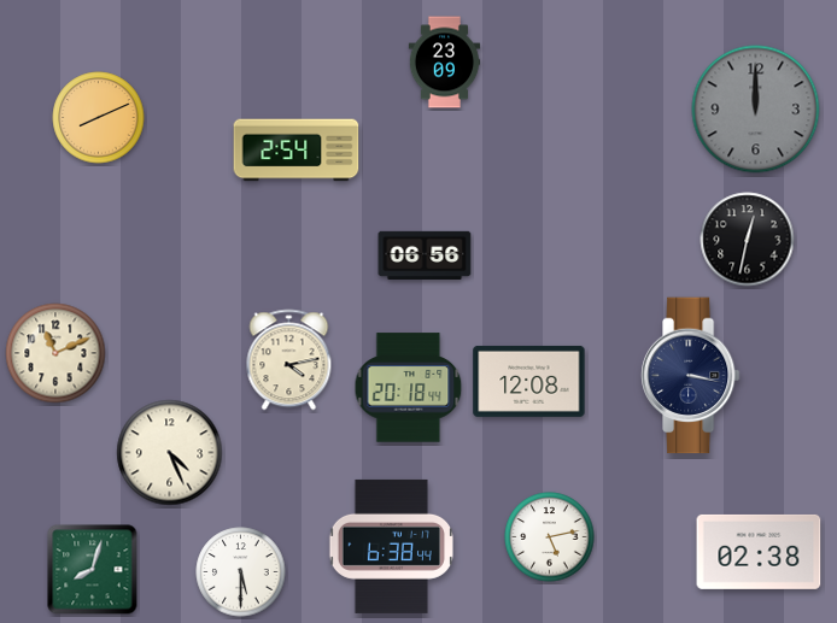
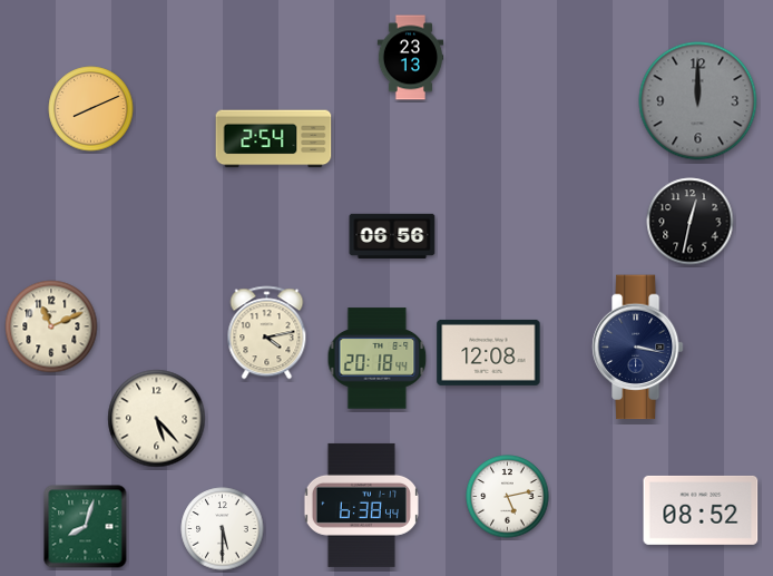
clock at (445, 63): 23:09 -> 23:13
clock at (170, 453): 4:26 -> 5:23
clock at (759, 552): 02:38 -> 08:52
